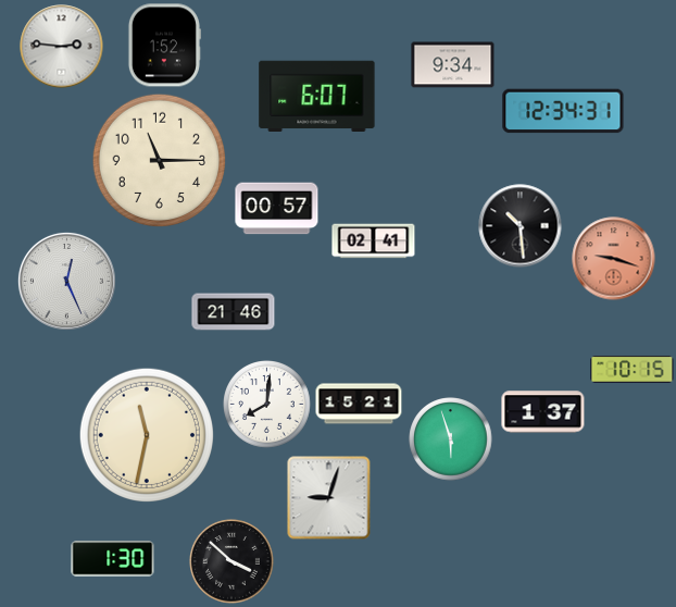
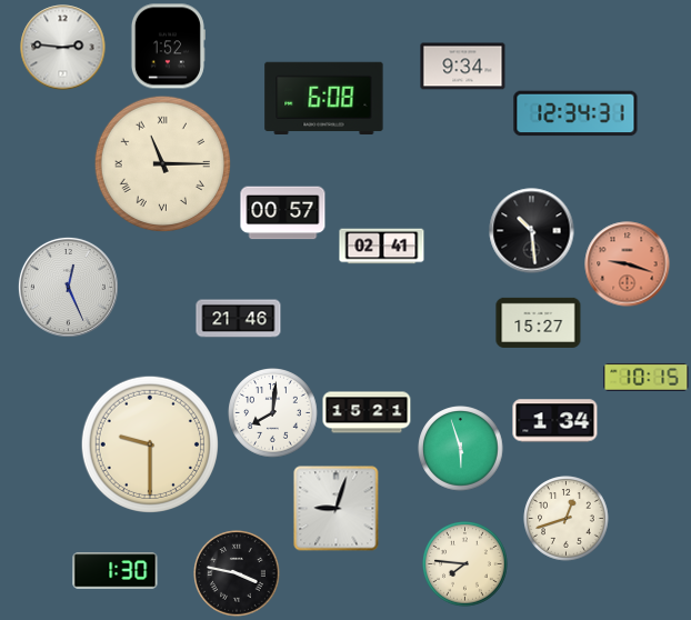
clock at (317, 97): 6:07 -> 6:08
clock at (159, 160) numerals: Arabic -> Roman
clock at (539, 322): none -> 15:27
clock at (543, 412): 1:37 -> 1:34
clock at (146, 434): 11:32 -> 9:30
clock at (567, 519): none -> 12:42
clock at (465, 564): none -> 7:46
clock at (231, 561): 3:52 -> 3:47
